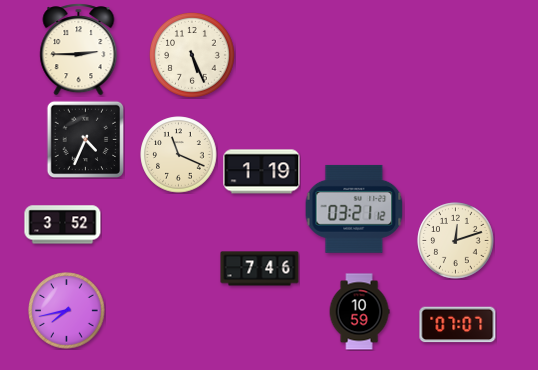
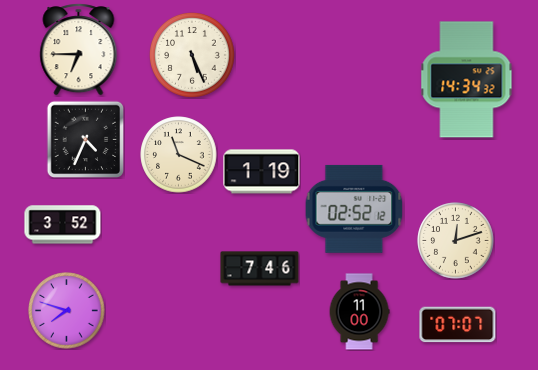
clock at (79, 50): 2:45 -> 6:45
clock at (467, 80): none -> 14:34
clock at (354, 209): 03:21 -> 02:52
clock at (67, 311): 7:43 -> 7:48
clock at (359, 312): 10:59 -> 11:00
